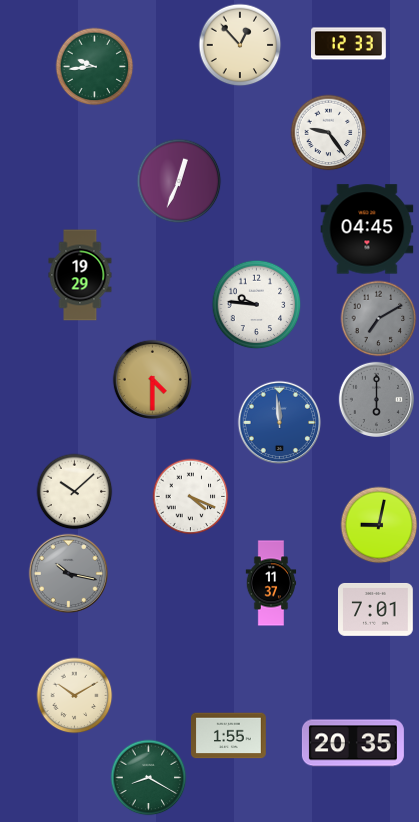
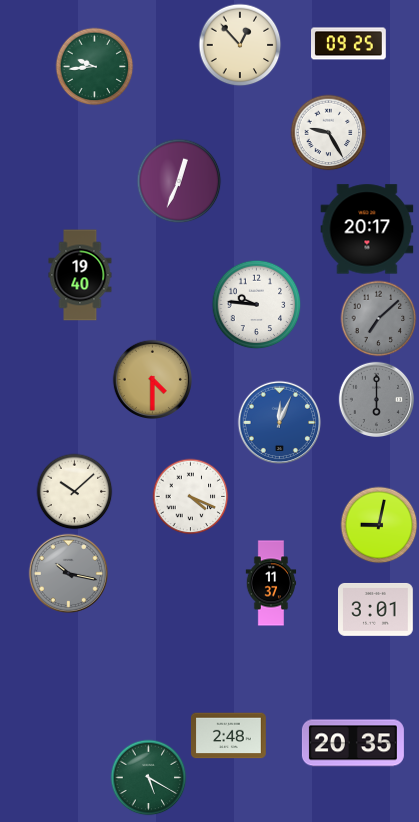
clock at (349, 44): 12:33 -> 09:25
clock at (329, 133): 9:24 -> 9:25
clock at (367, 229): 04:45 -> 20:17
clock at (80, 275): 19:29 -> 19:40
clock at (379, 319): 7:10 -> 7:08
clock at (280, 423): 11:59 -> 12:04
clock at (376, 609): 7:01 -> 3:01
clock at (75, 696): 10:10 -> none
clock at (229, 736): 1:55 -> 2:48
clock at (149, 778): 8:20 -> 5:20
